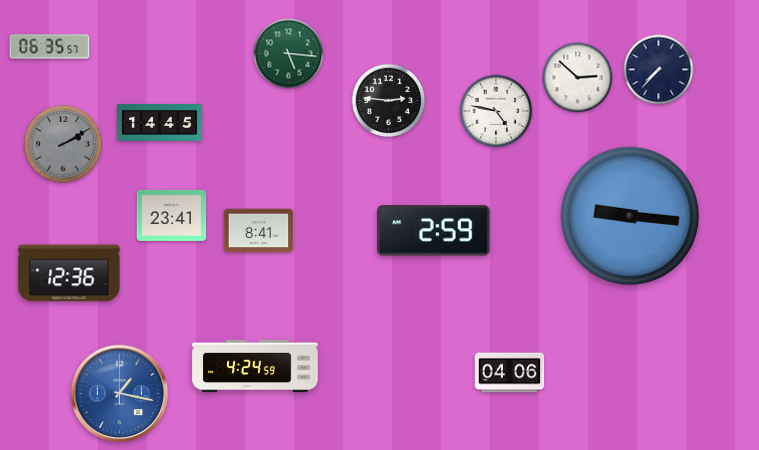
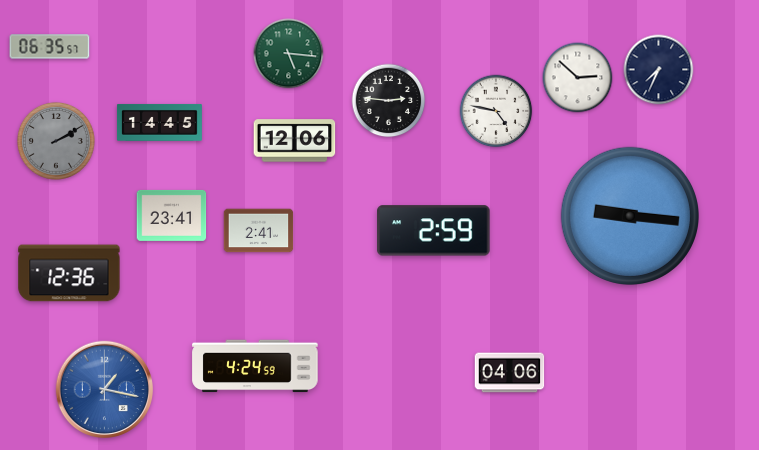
clock at (659, 70): 7:37 -> 7:34
clock at (295, 141): none -> 12:06
clock at (63, 144) position: (63, 144) -> (56, 141)
clock at (259, 231): 8:41 -> 2:41
clock at (120, 394) position: (120, 394) -> (105, 390)
